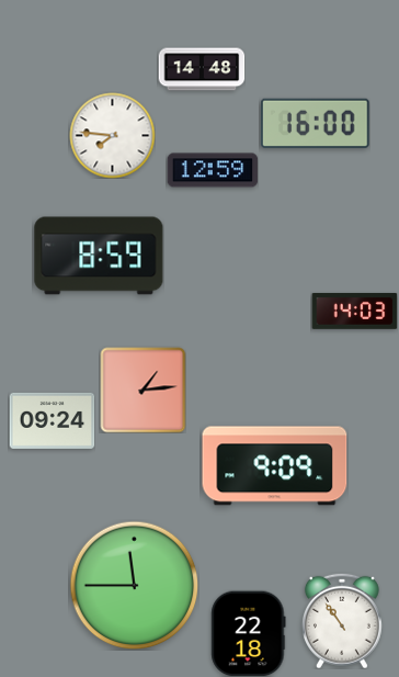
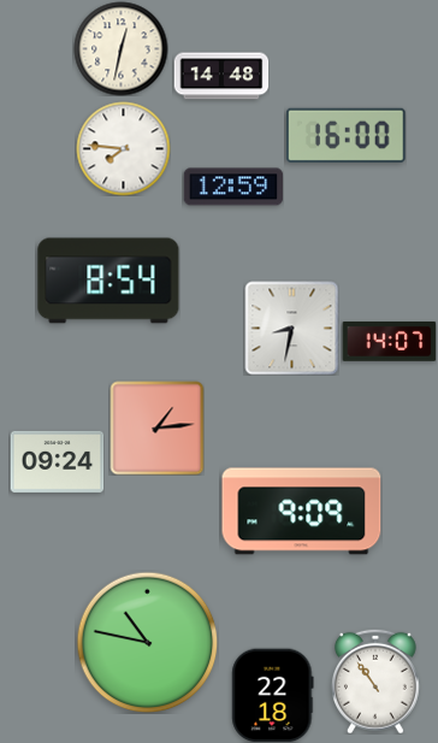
clock at (120, 48): none -> 12:32
clock at (99, 256): 8:59 -> 8:54
clock at (291, 328): none -> 8:32
clock at (354, 311): 14:03 -> 14:07
clock at (134, 585): 11:45 -> 10:47
